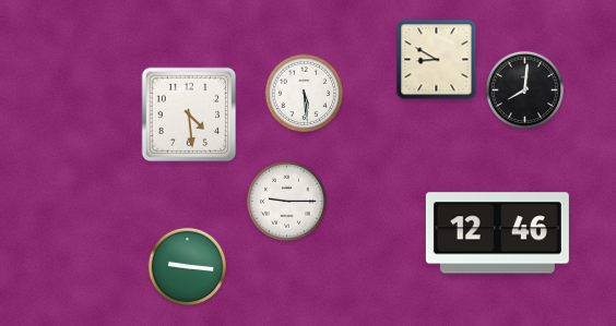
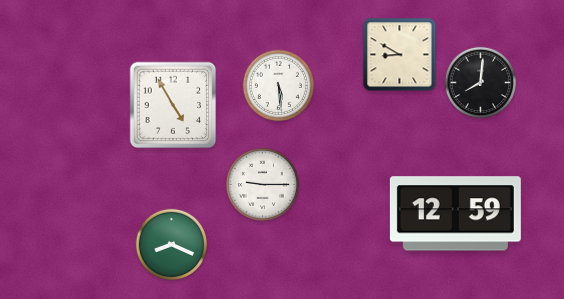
clock at (189, 114): 4:29 -> 4:55
clock at (497, 233): 12:46 -> 12:59
clock at (188, 267): 9:16 -> 8:19
